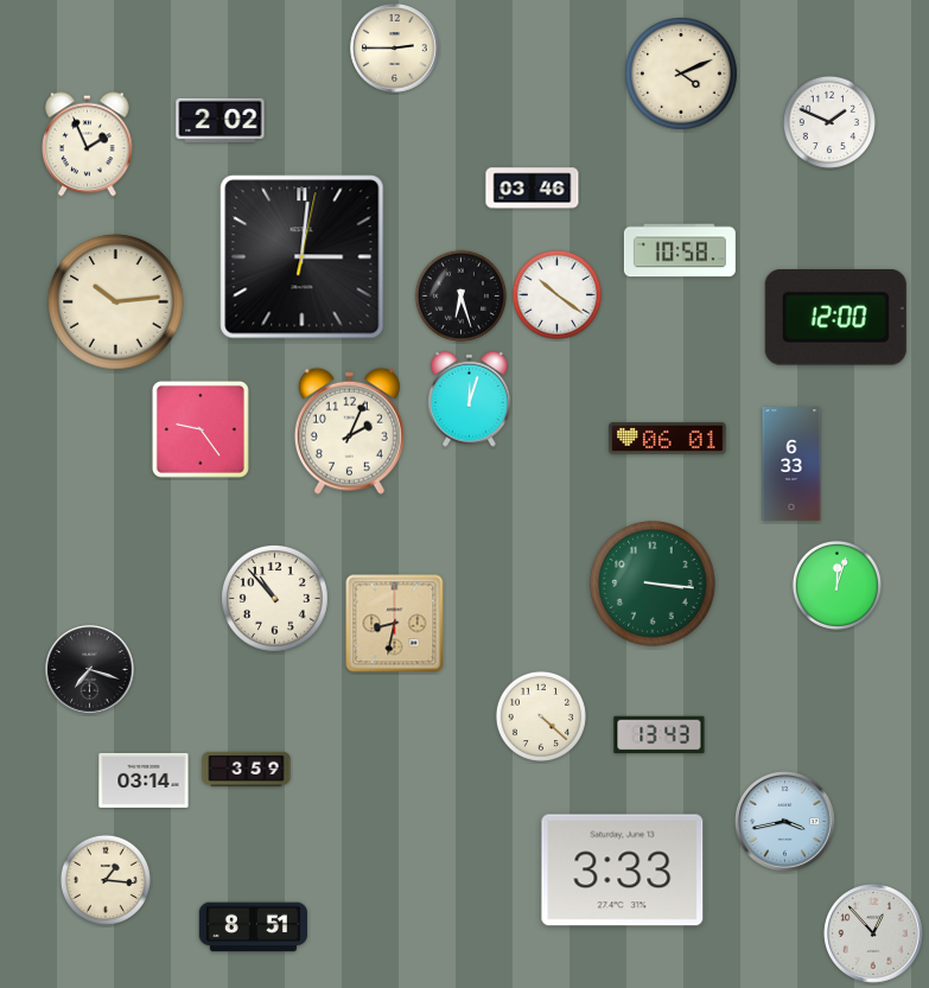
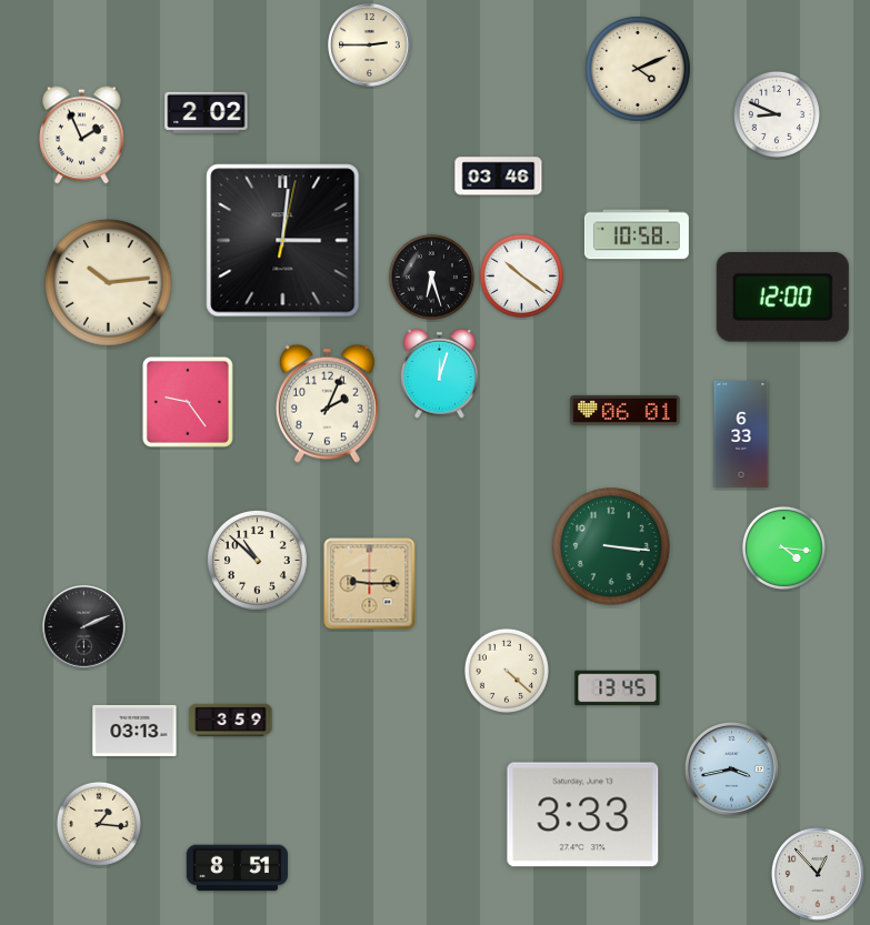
clock at (829, 122): 1:49 -> 8:49
clock at (836, 585): 12:03 -> 4:16
clock at (274, 598): 10:53 -> 10:52
clock at (395, 624): 8:32 -> 9:15
clock at (90, 670): 7:18 -> 2:11
clock at (660, 735): 13:43 -> 13:45
clock at (144, 780): 03:14 -> 03:13
clock at (785, 822) position: (785, 822) -> (732, 770)
